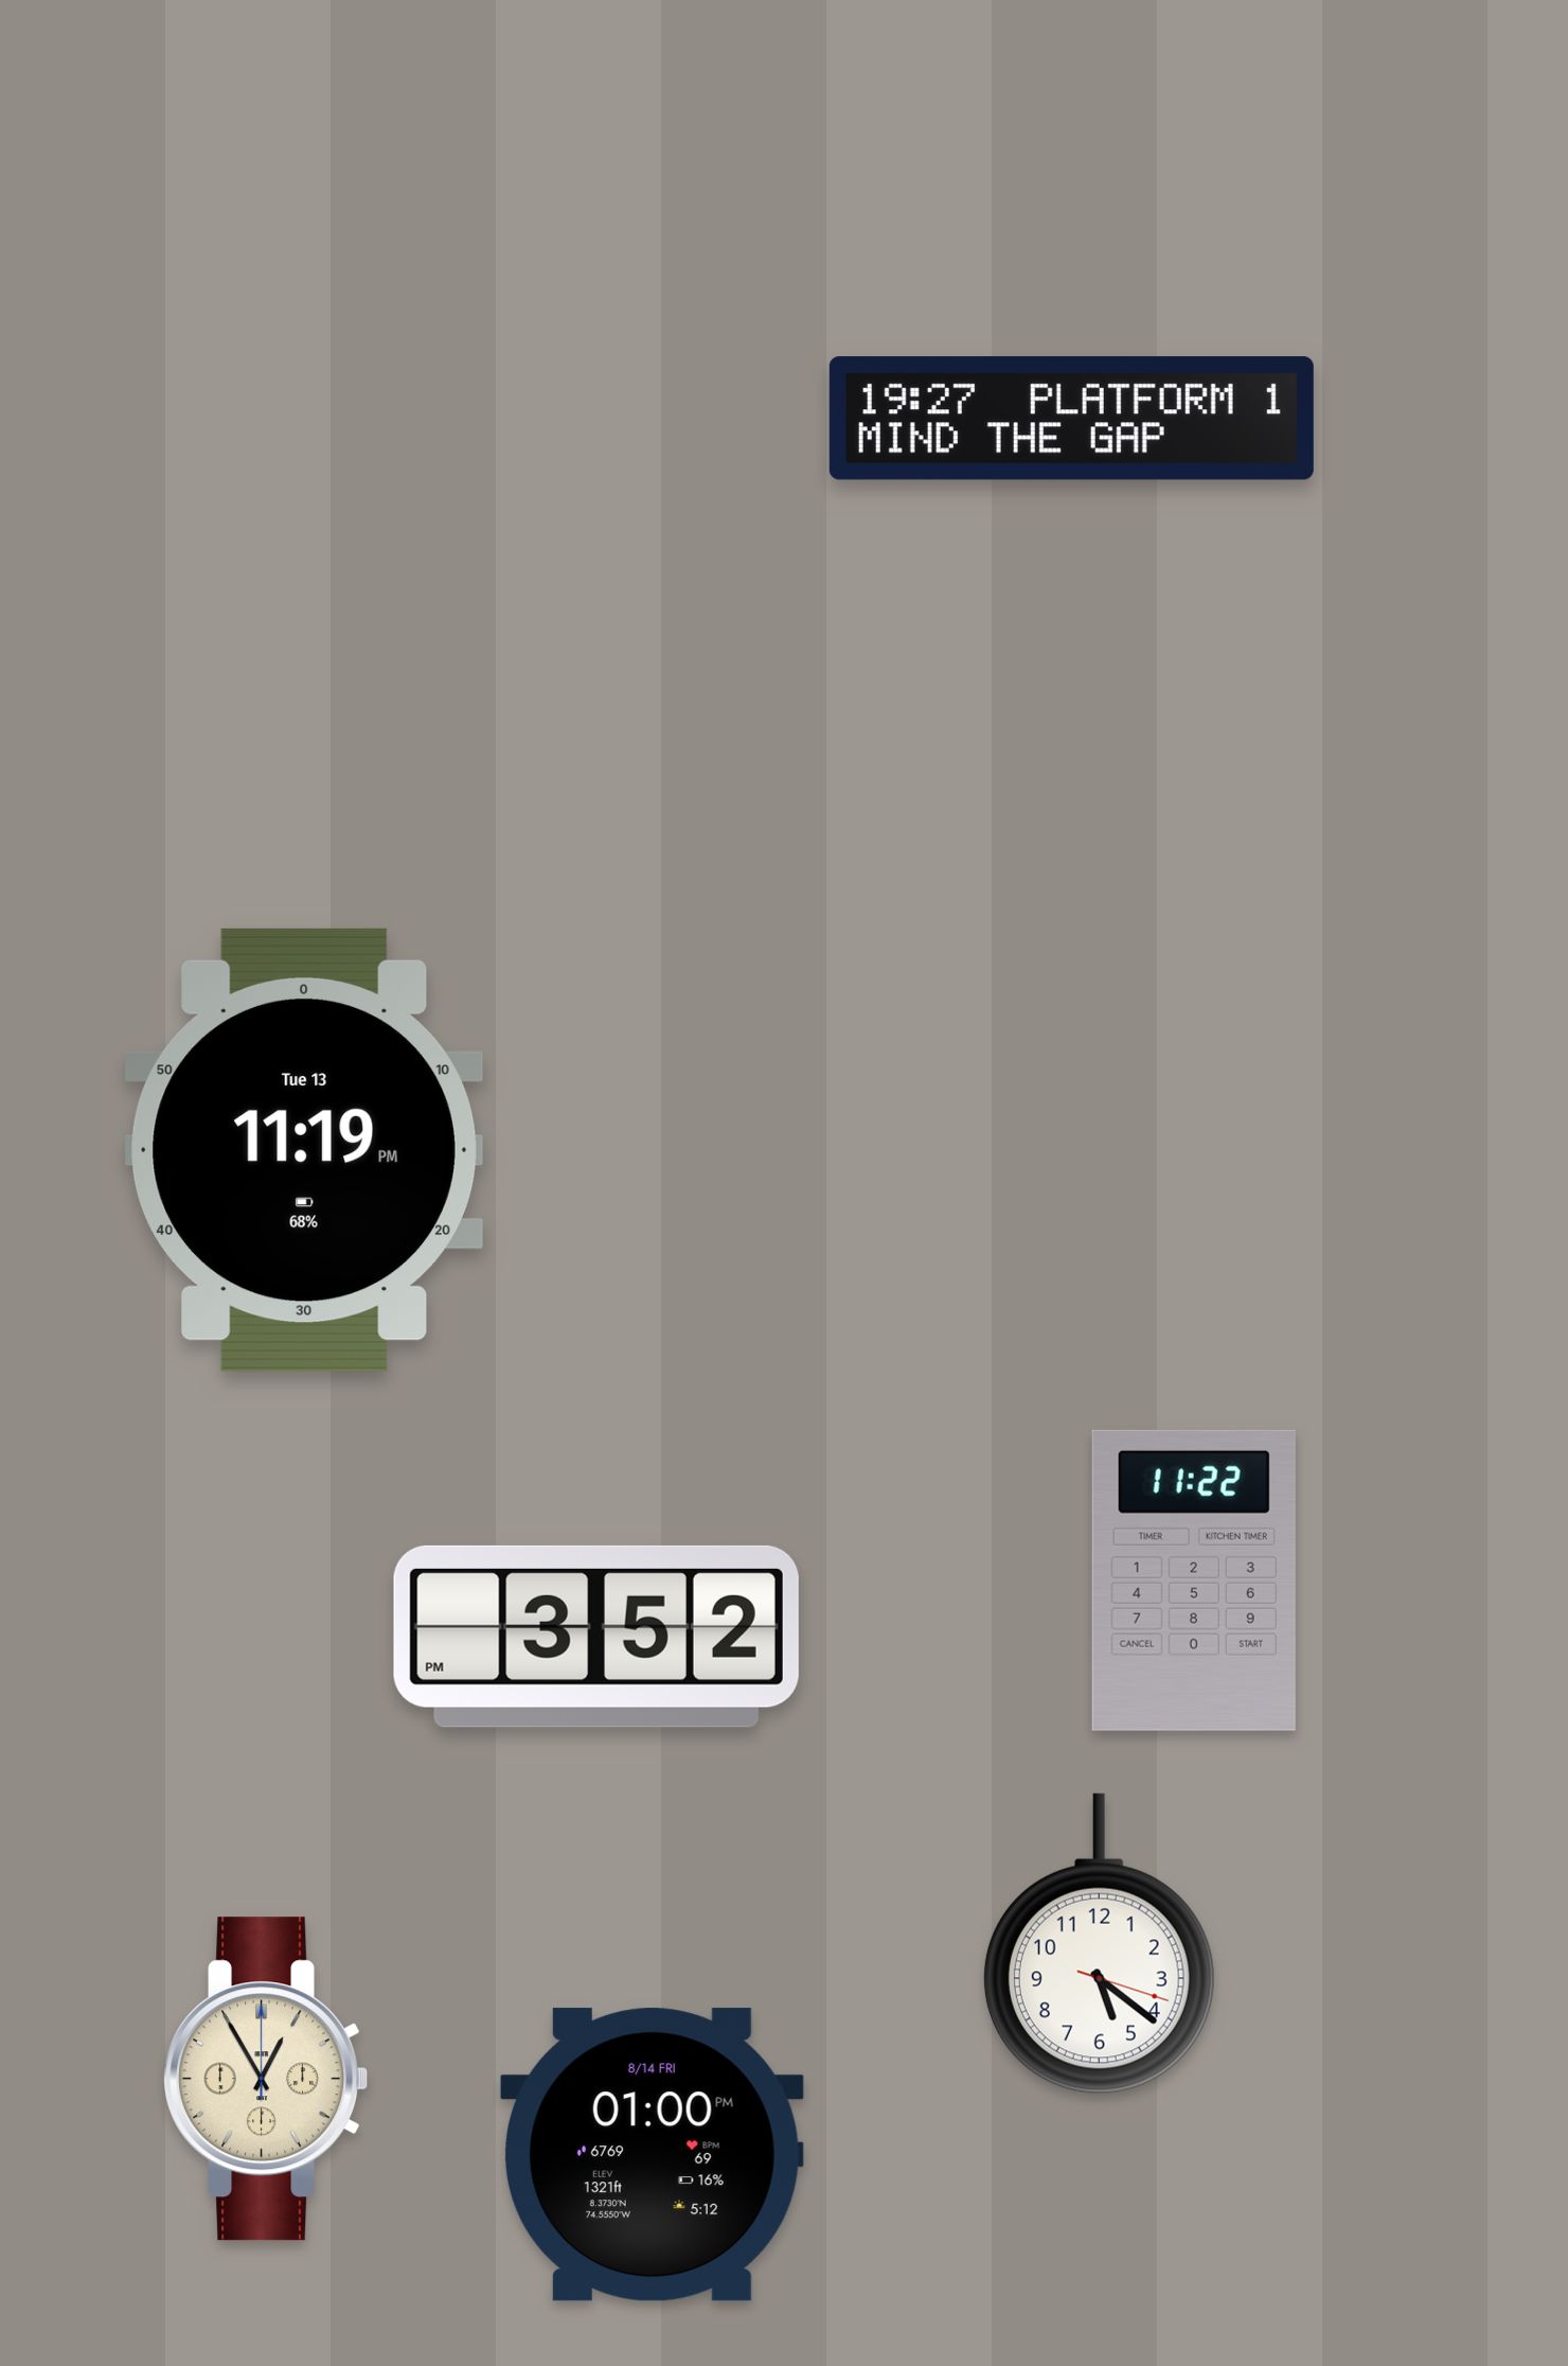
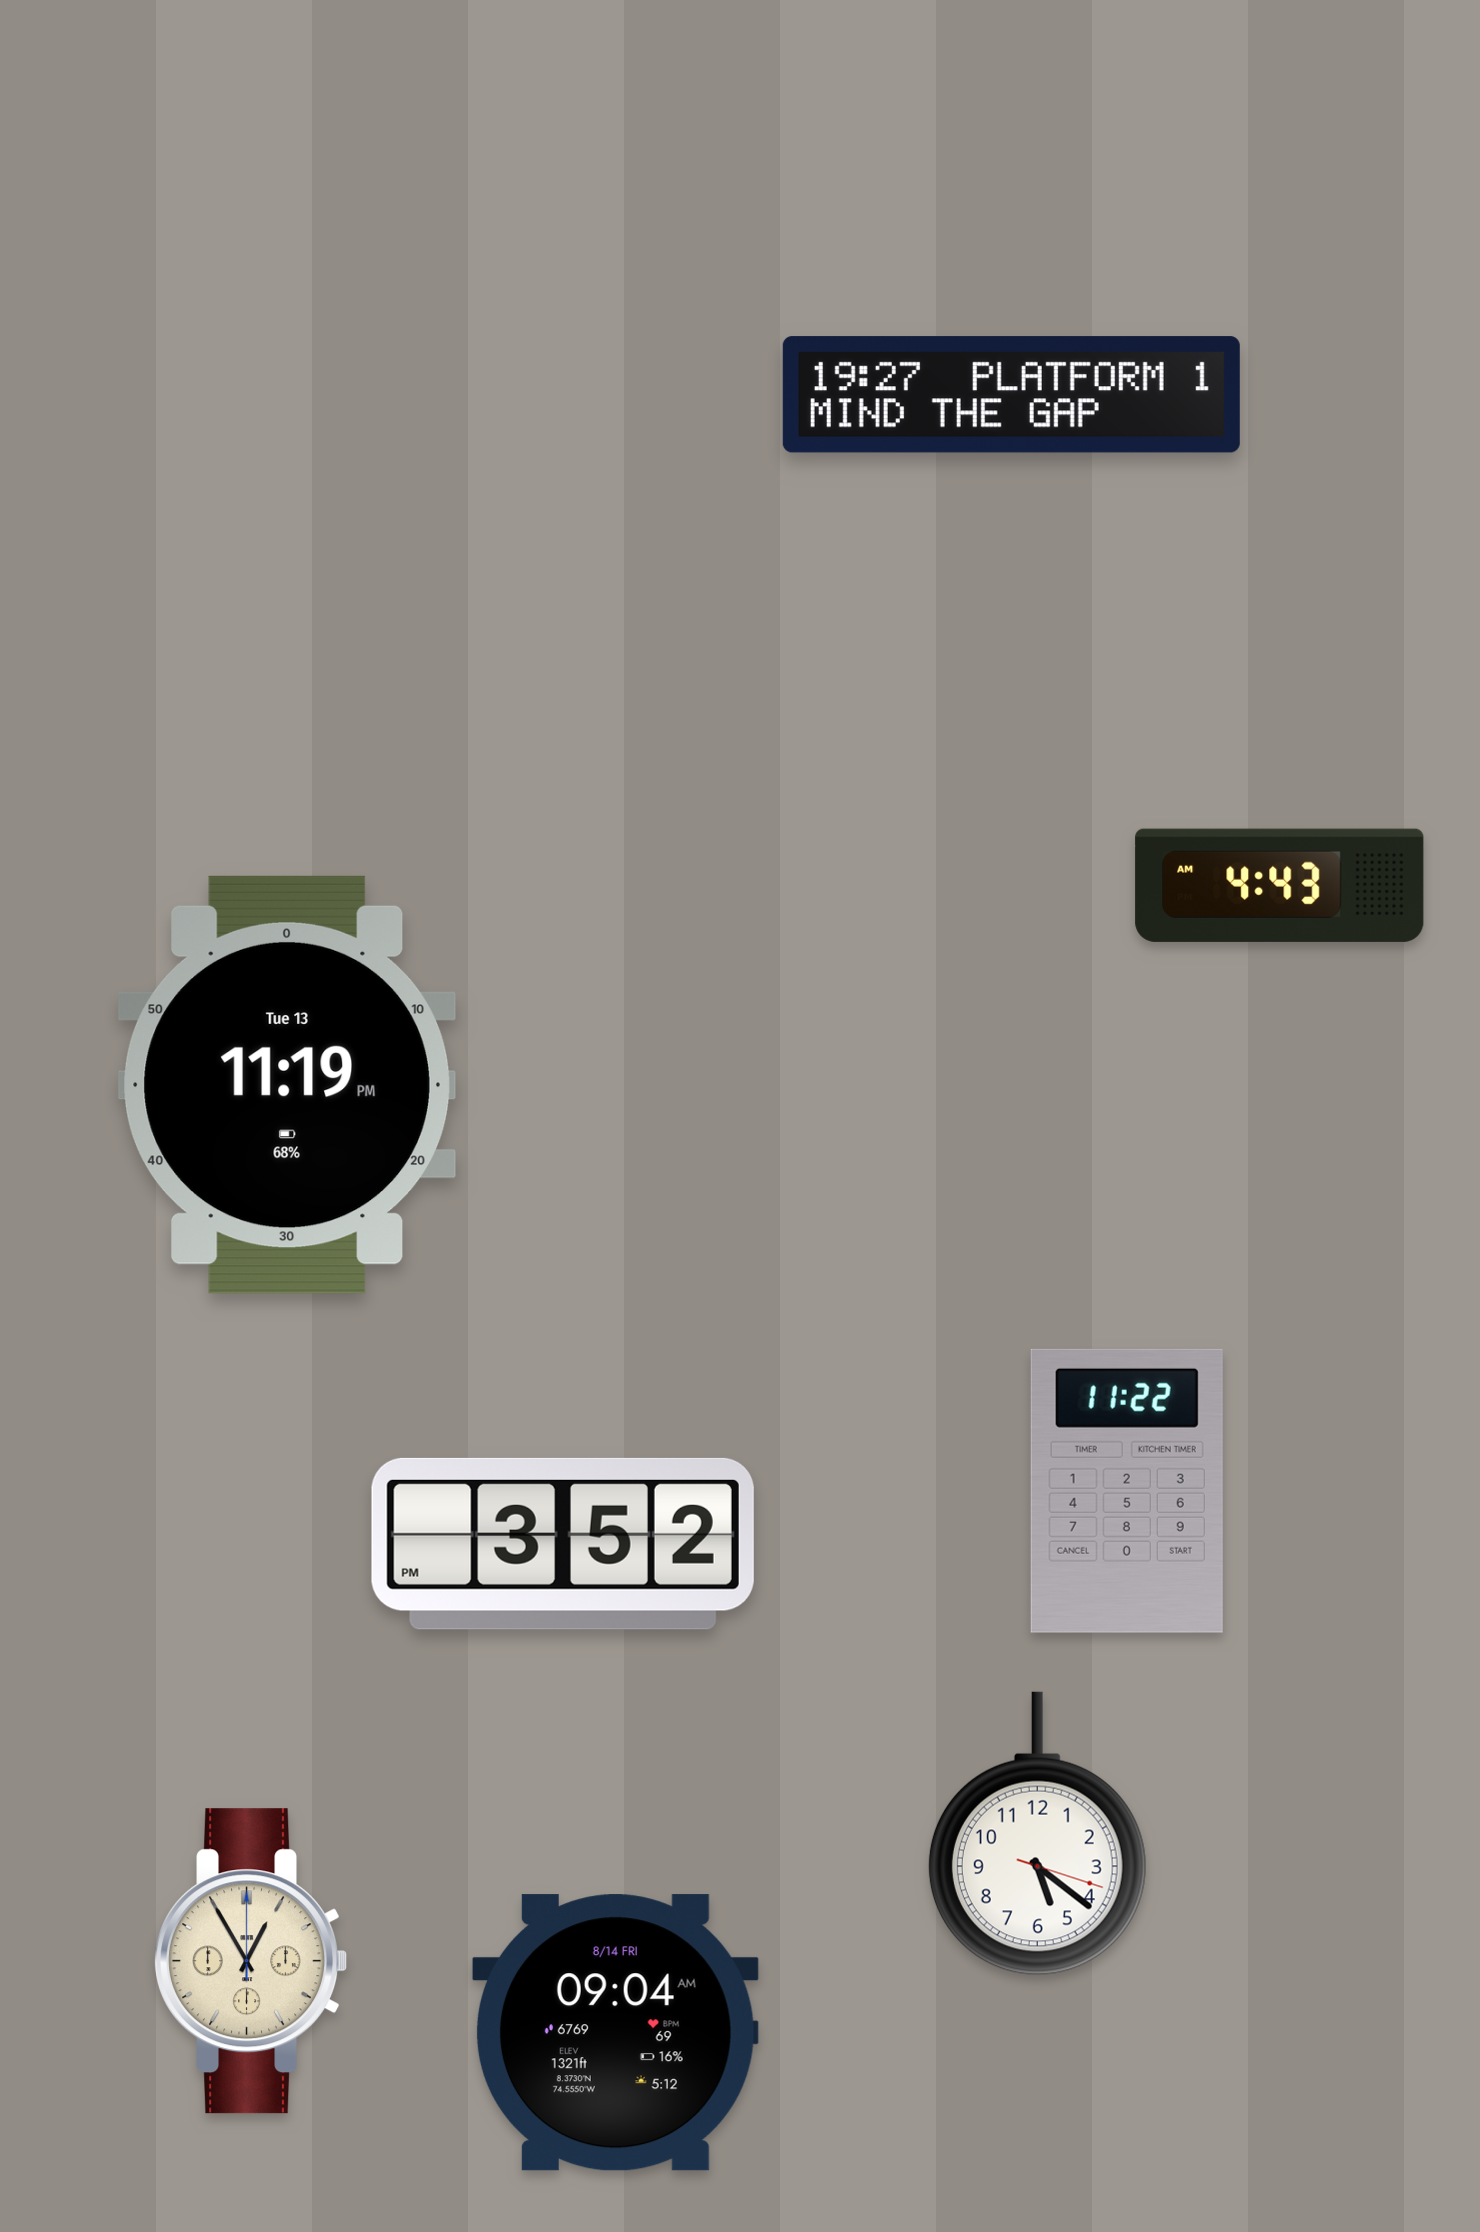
clock at (1280, 885): none -> 4:43
clock at (652, 2155): 01:00 -> 09:04
